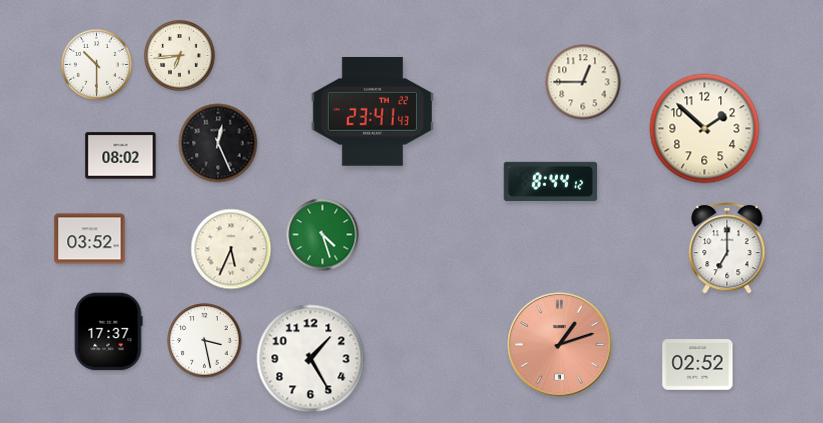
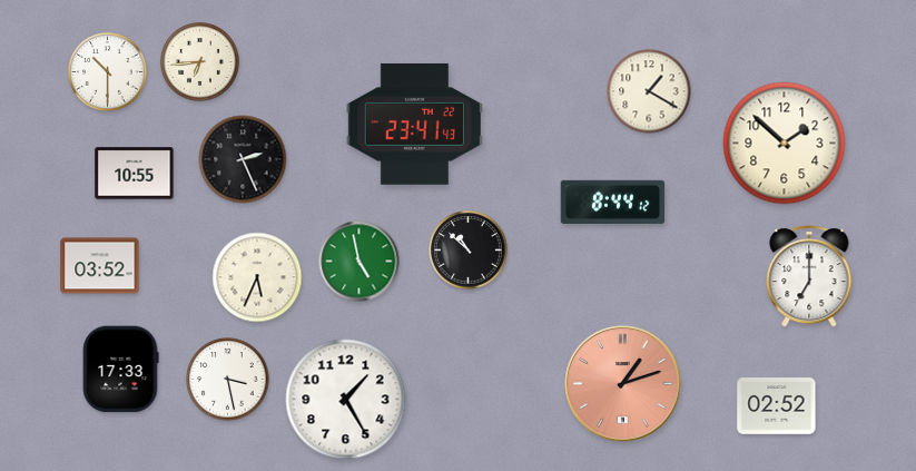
clock at (583, 82): 12:45 -> 1:20
clock at (218, 143): 12:26 -> 2:26
clock at (121, 156): 08:02 -> 10:55
clock at (469, 251): none -> 10:52
clock at (323, 235): 4:27 -> 4:58
clock at (108, 332): 17:37 -> 17:33
